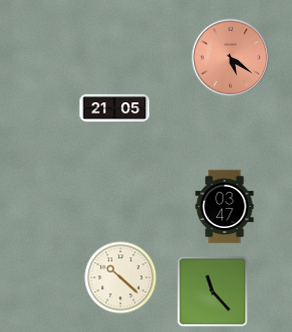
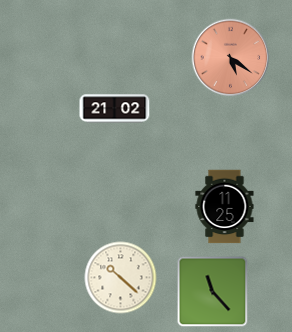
clock at (115, 109): 21:05 -> 21:02
clock at (225, 207): 03:47 -> 11:25
